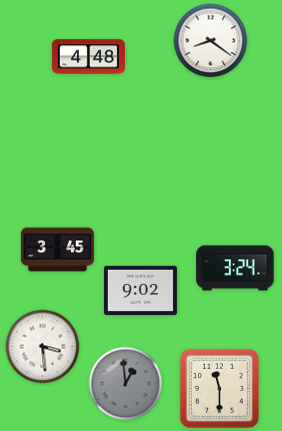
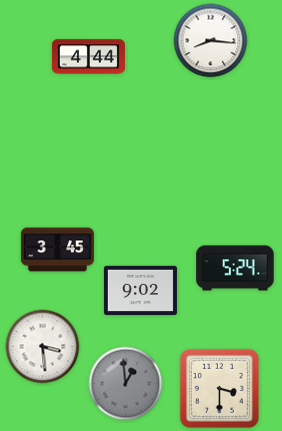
clock at (211, 41): 8:21 -> 8:16
clock at (88, 57): 4:48 -> 4:44
clock at (235, 268): 3:24 -> 5:24
clock at (219, 388): 11:30 -> 3:30
